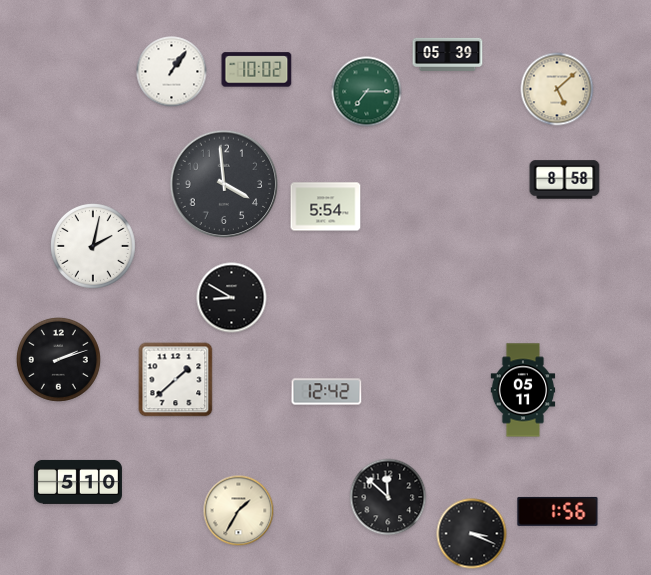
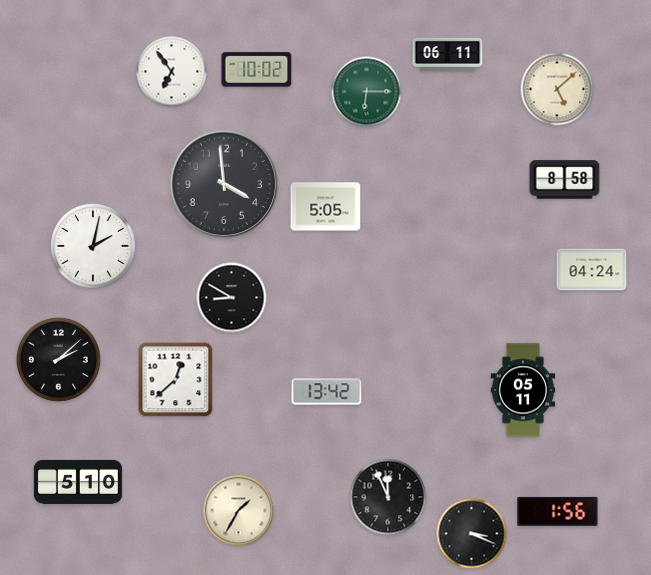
clock at (448, 54): 05:39 -> 06:11
clock at (172, 72): 1:06 -> 6:54
clock at (367, 92): 7:15 -> 6:15
clock at (326, 207): 5:54 -> 5:05
clock at (592, 270): none -> 04:24
clock at (58, 359): 2:12 -> 2:08
clock at (176, 380): 1:38 -> 12:38
clock at (327, 392): 12:42 -> 13:42
clock at (388, 497): 11:52 -> 11:56
